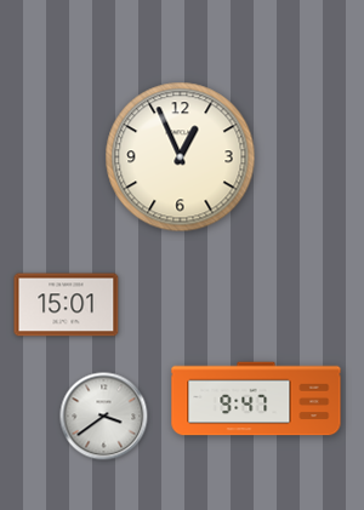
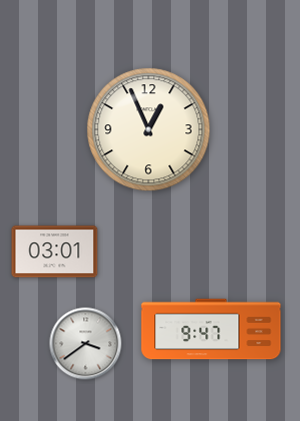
clock at (67, 305): 15:01 -> 03:01
